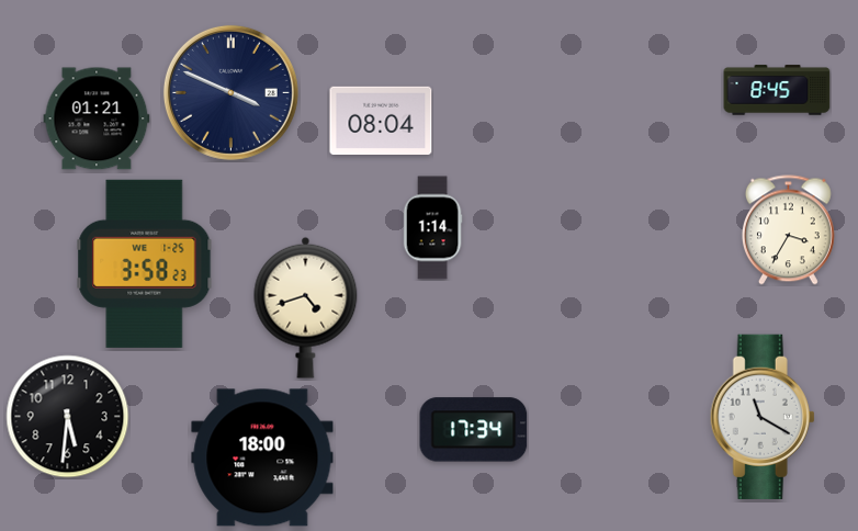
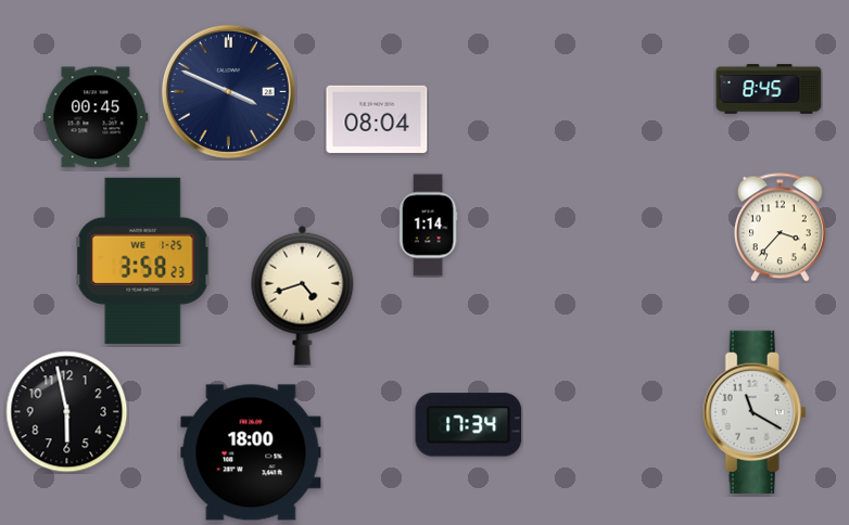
clock at (97, 118): 01:21 -> 00:45
clock at (788, 230): 3:35 -> 3:37
clock at (306, 307) position: (306, 307) -> (303, 295)
clock at (68, 417): 5:31 -> 5:58
clock at (262, 457) position: (262, 457) -> (251, 452)
